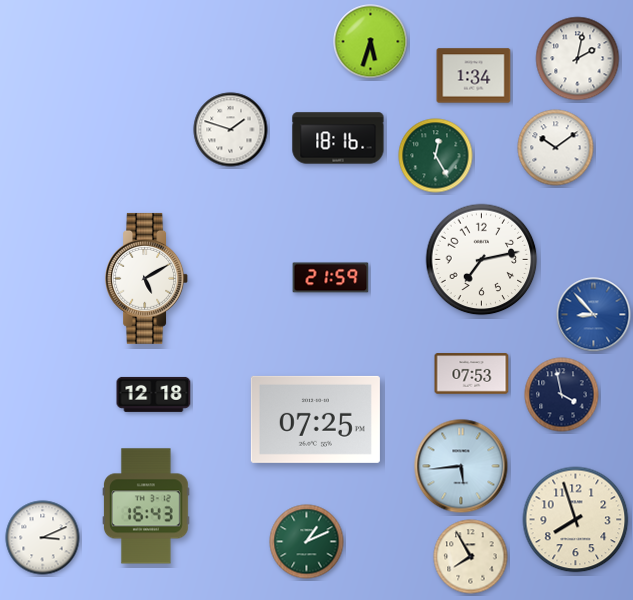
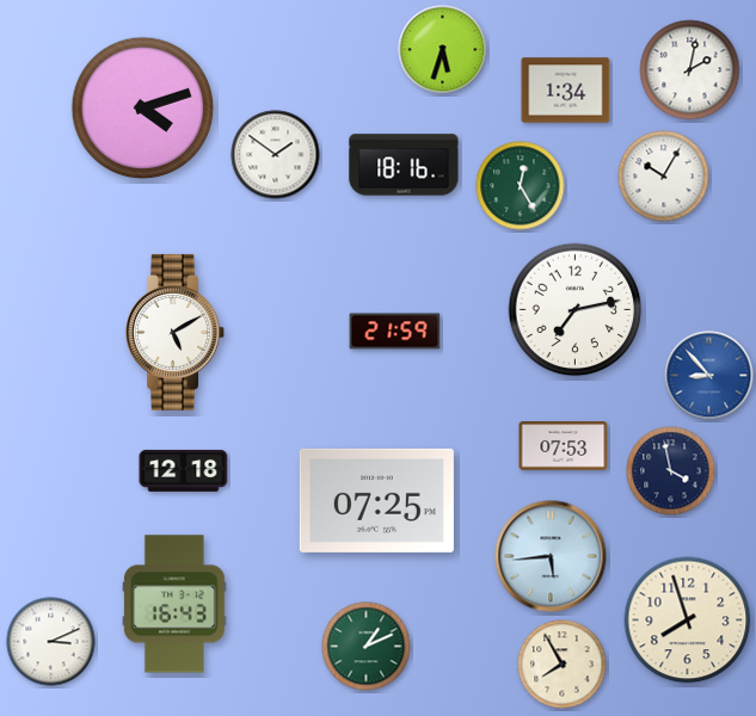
clock at (143, 109): none -> 4:12
clock at (231, 130): 1:48 -> 1:51
clock at (556, 148): 10:09 -> 10:05
